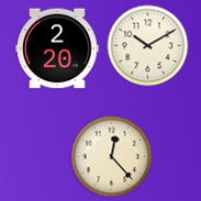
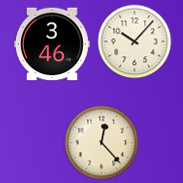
clock at (148, 46): 10:10 -> 10:07
clock at (58, 48): 2:20 -> 3:46
